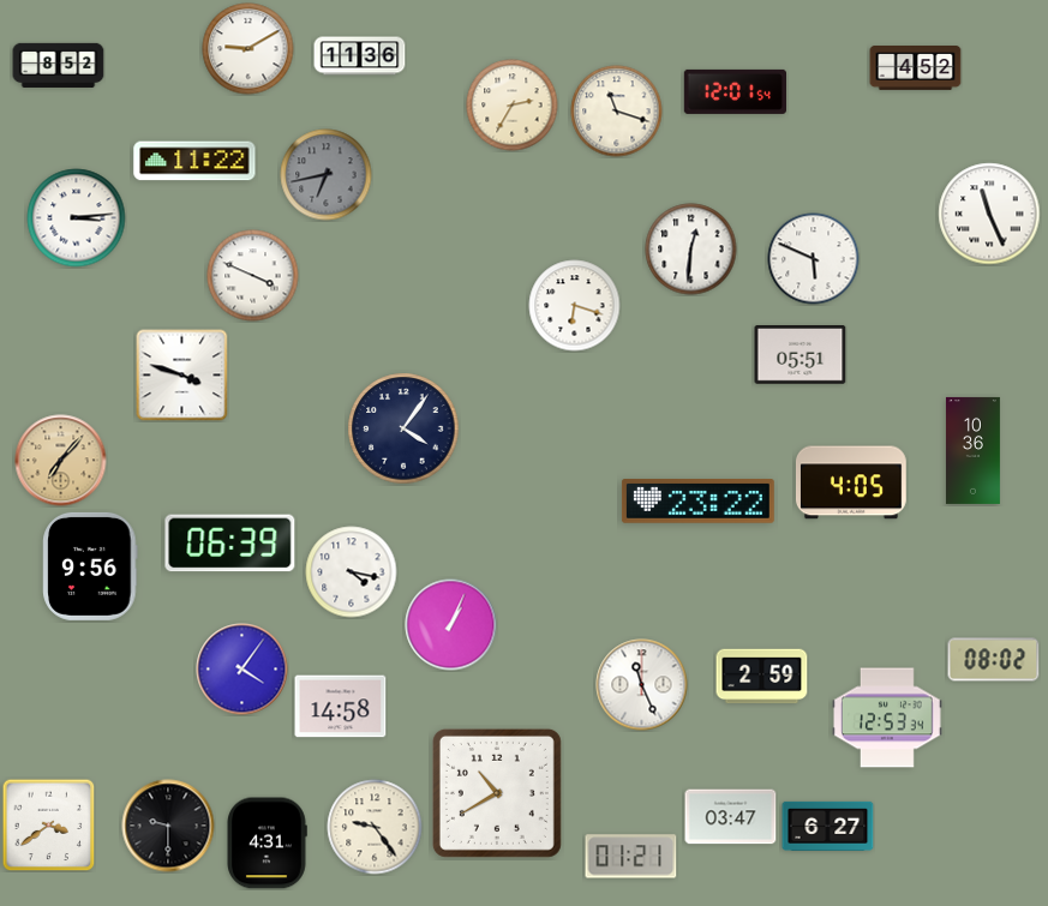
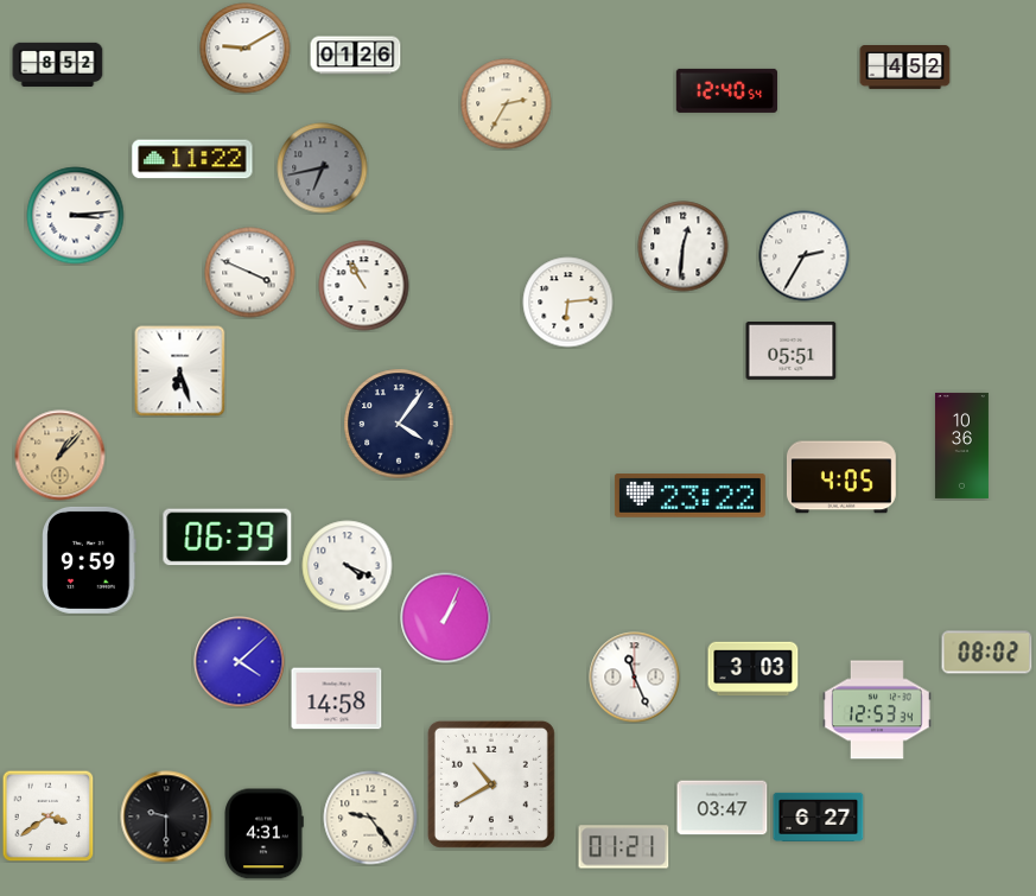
clock at (360, 56): 11:36 -> 01:26
clock at (735, 91): 12:01 -> 12:40
clock at (617, 112): 11:18 -> none
clock at (327, 175) position: (327, 175) -> (323, 169)
clock at (989, 214): 11:26 -> none
clock at (814, 259): 5:49 -> 2:35
clock at (364, 286): none -> 10:55
clock at (575, 306): 6:18 -> 6:14
clock at (182, 376): 3:48 -> 6:27
clock at (61, 461): 7:07 -> 1:07
clock at (90, 566): 9:56 -> 9:59
clock at (352, 572): 4:17 -> 4:19
clock at (994, 660) position: (994, 660) -> (987, 653)
clock at (242, 670): 4:06 -> 4:08
clock at (762, 677): 2:59 -> 3:03
